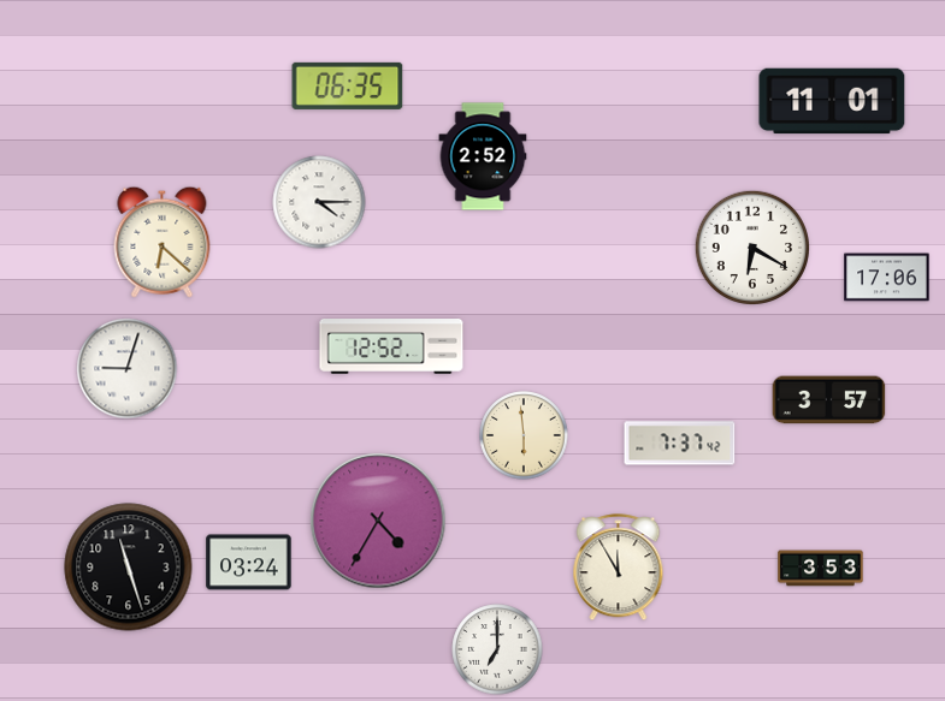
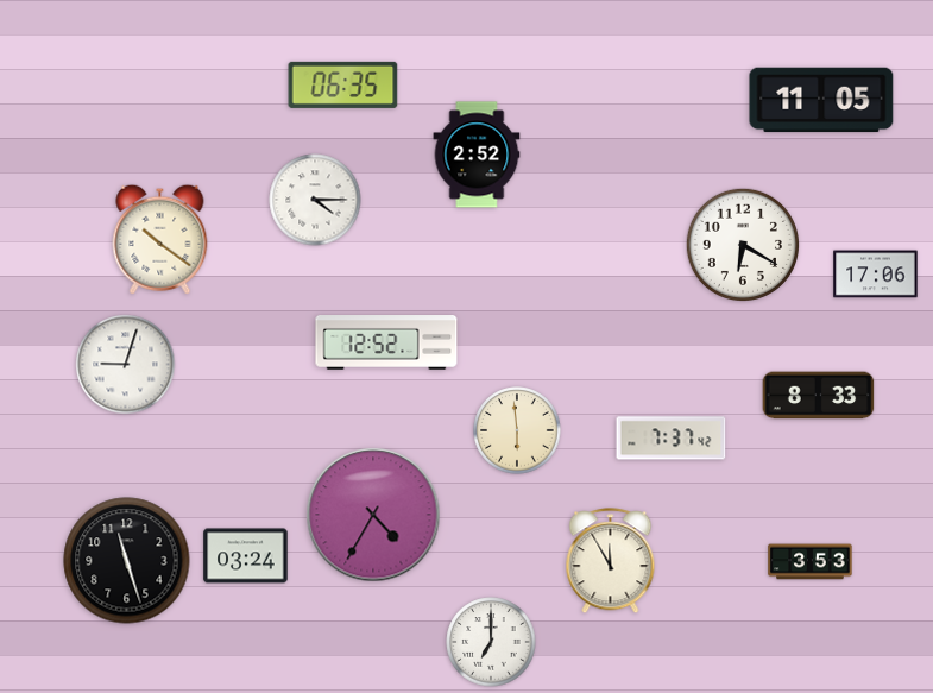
clock at (832, 101): 11:01 -> 11:05
clock at (163, 242): 6:22 -> 10:21
clock at (829, 400): 3:57 -> 8:33
